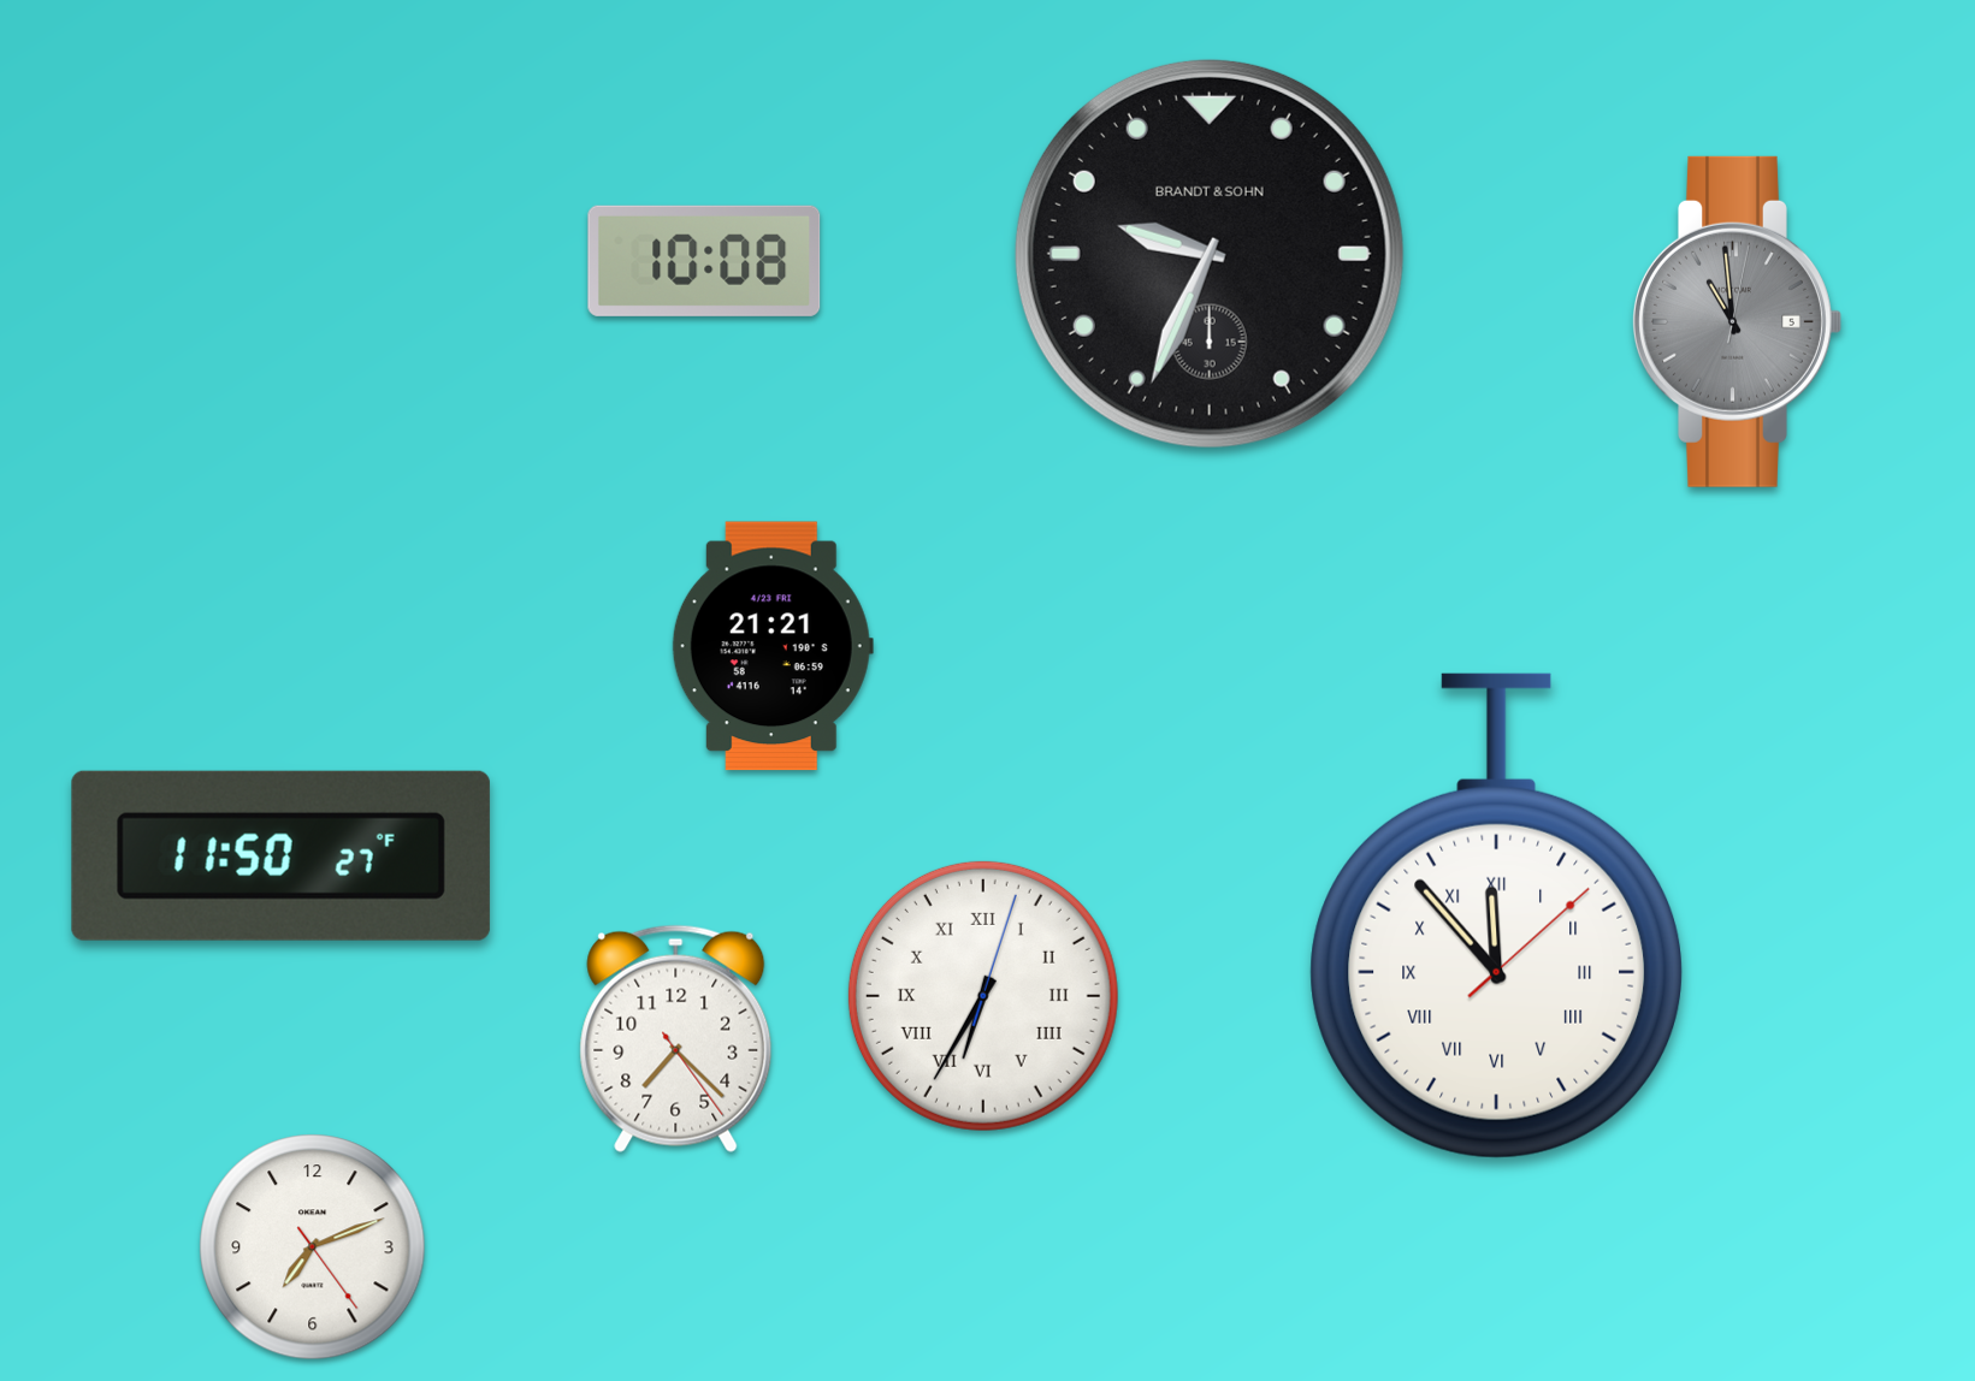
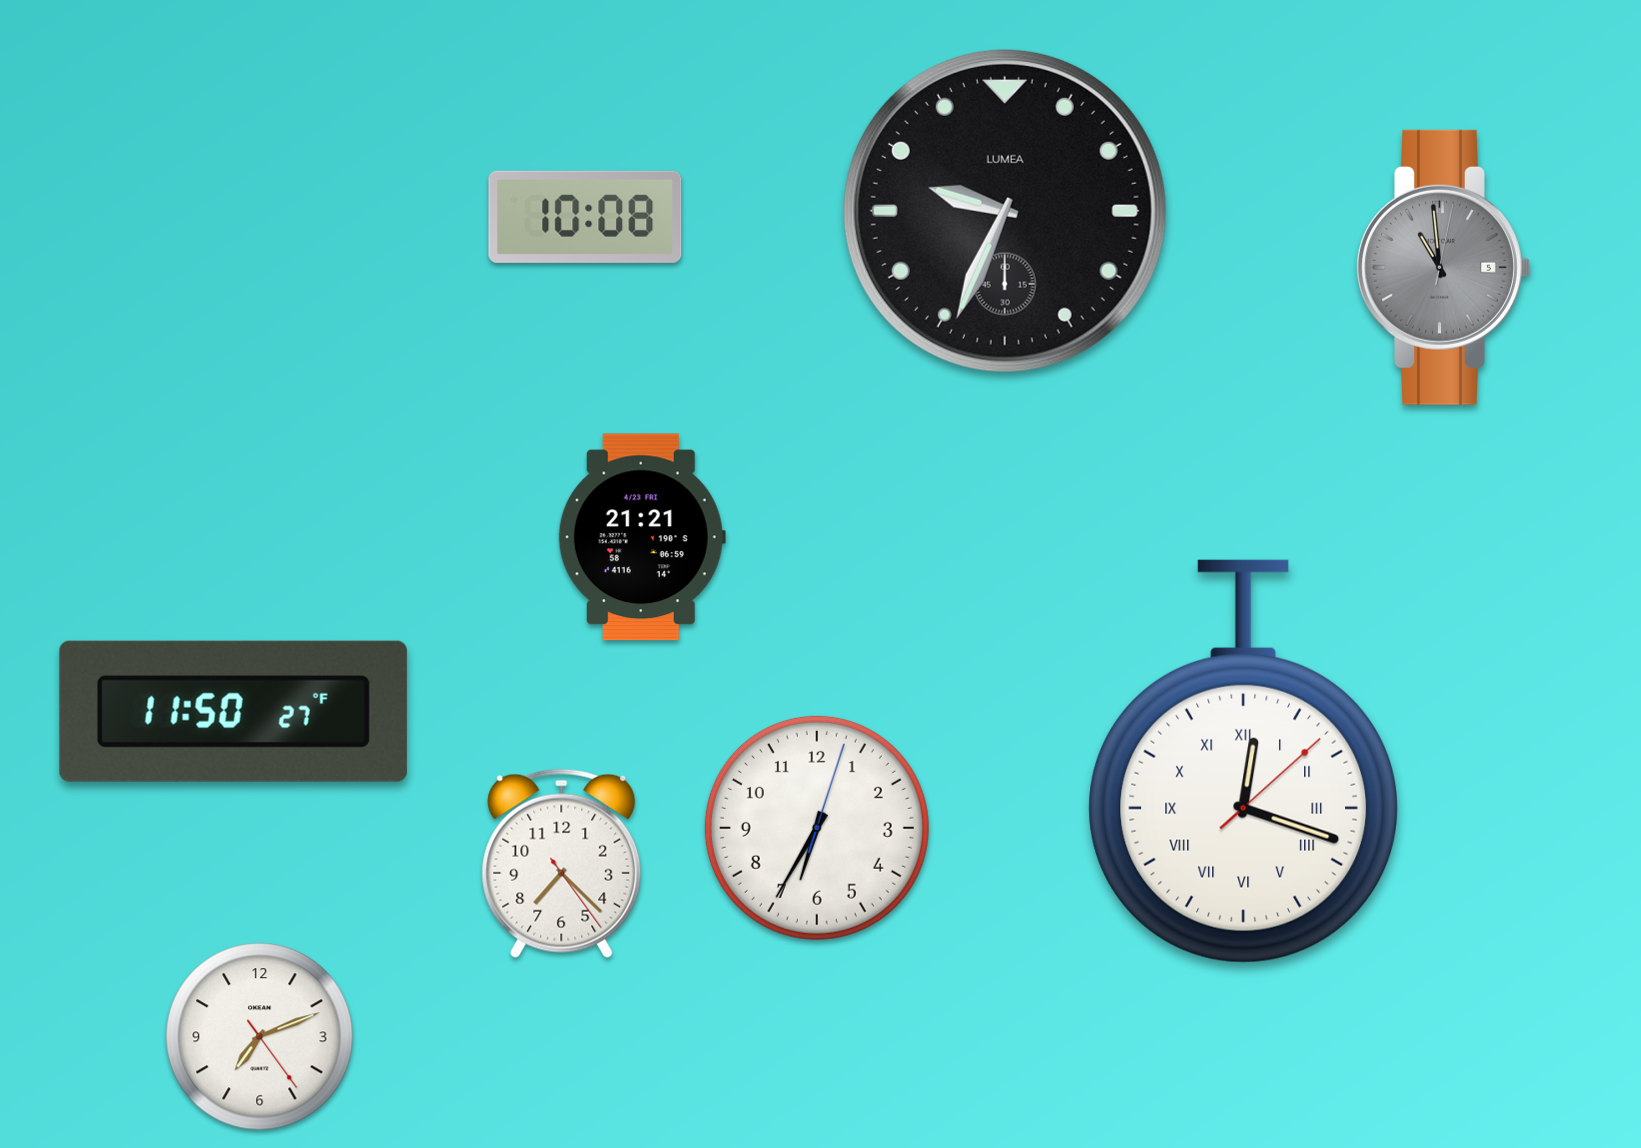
clock at (1210, 254) brand: BRANDT & SOHN -> LUMEA
clock at (1497, 915): 11:53 -> 12:18
clock at (983, 996) numerals: Roman -> Arabic
